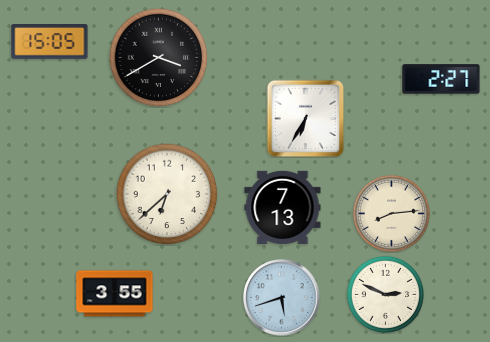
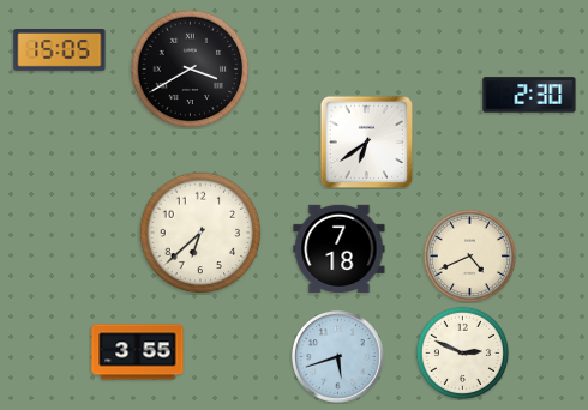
clock at (441, 79): 2:27 -> 2:30
clock at (305, 118): 6:35 -> 6:39
clock at (283, 207): 7:13 -> 7:18
clock at (391, 213): 8:14 -> 4:41
